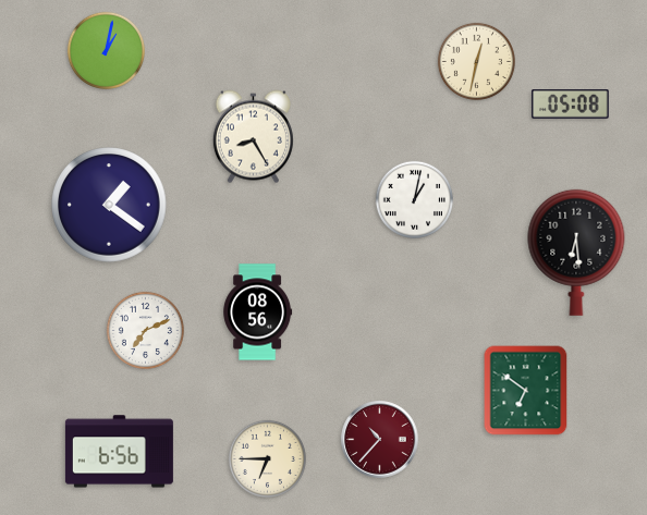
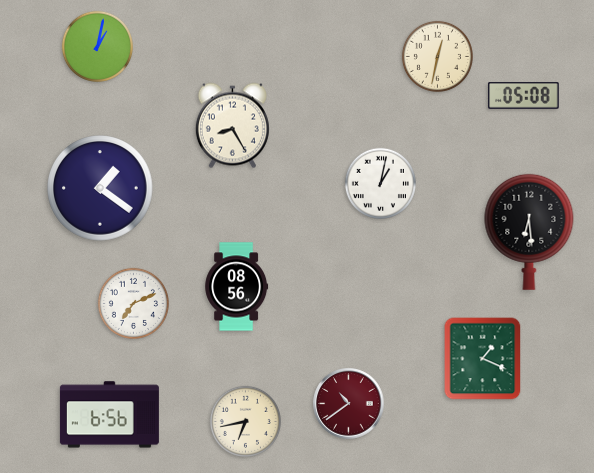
clock at (526, 391): 6:51 -> 1:19
clock at (380, 440): 10:37 -> 10:39
clock at (267, 458): 6:45 -> 6:43
